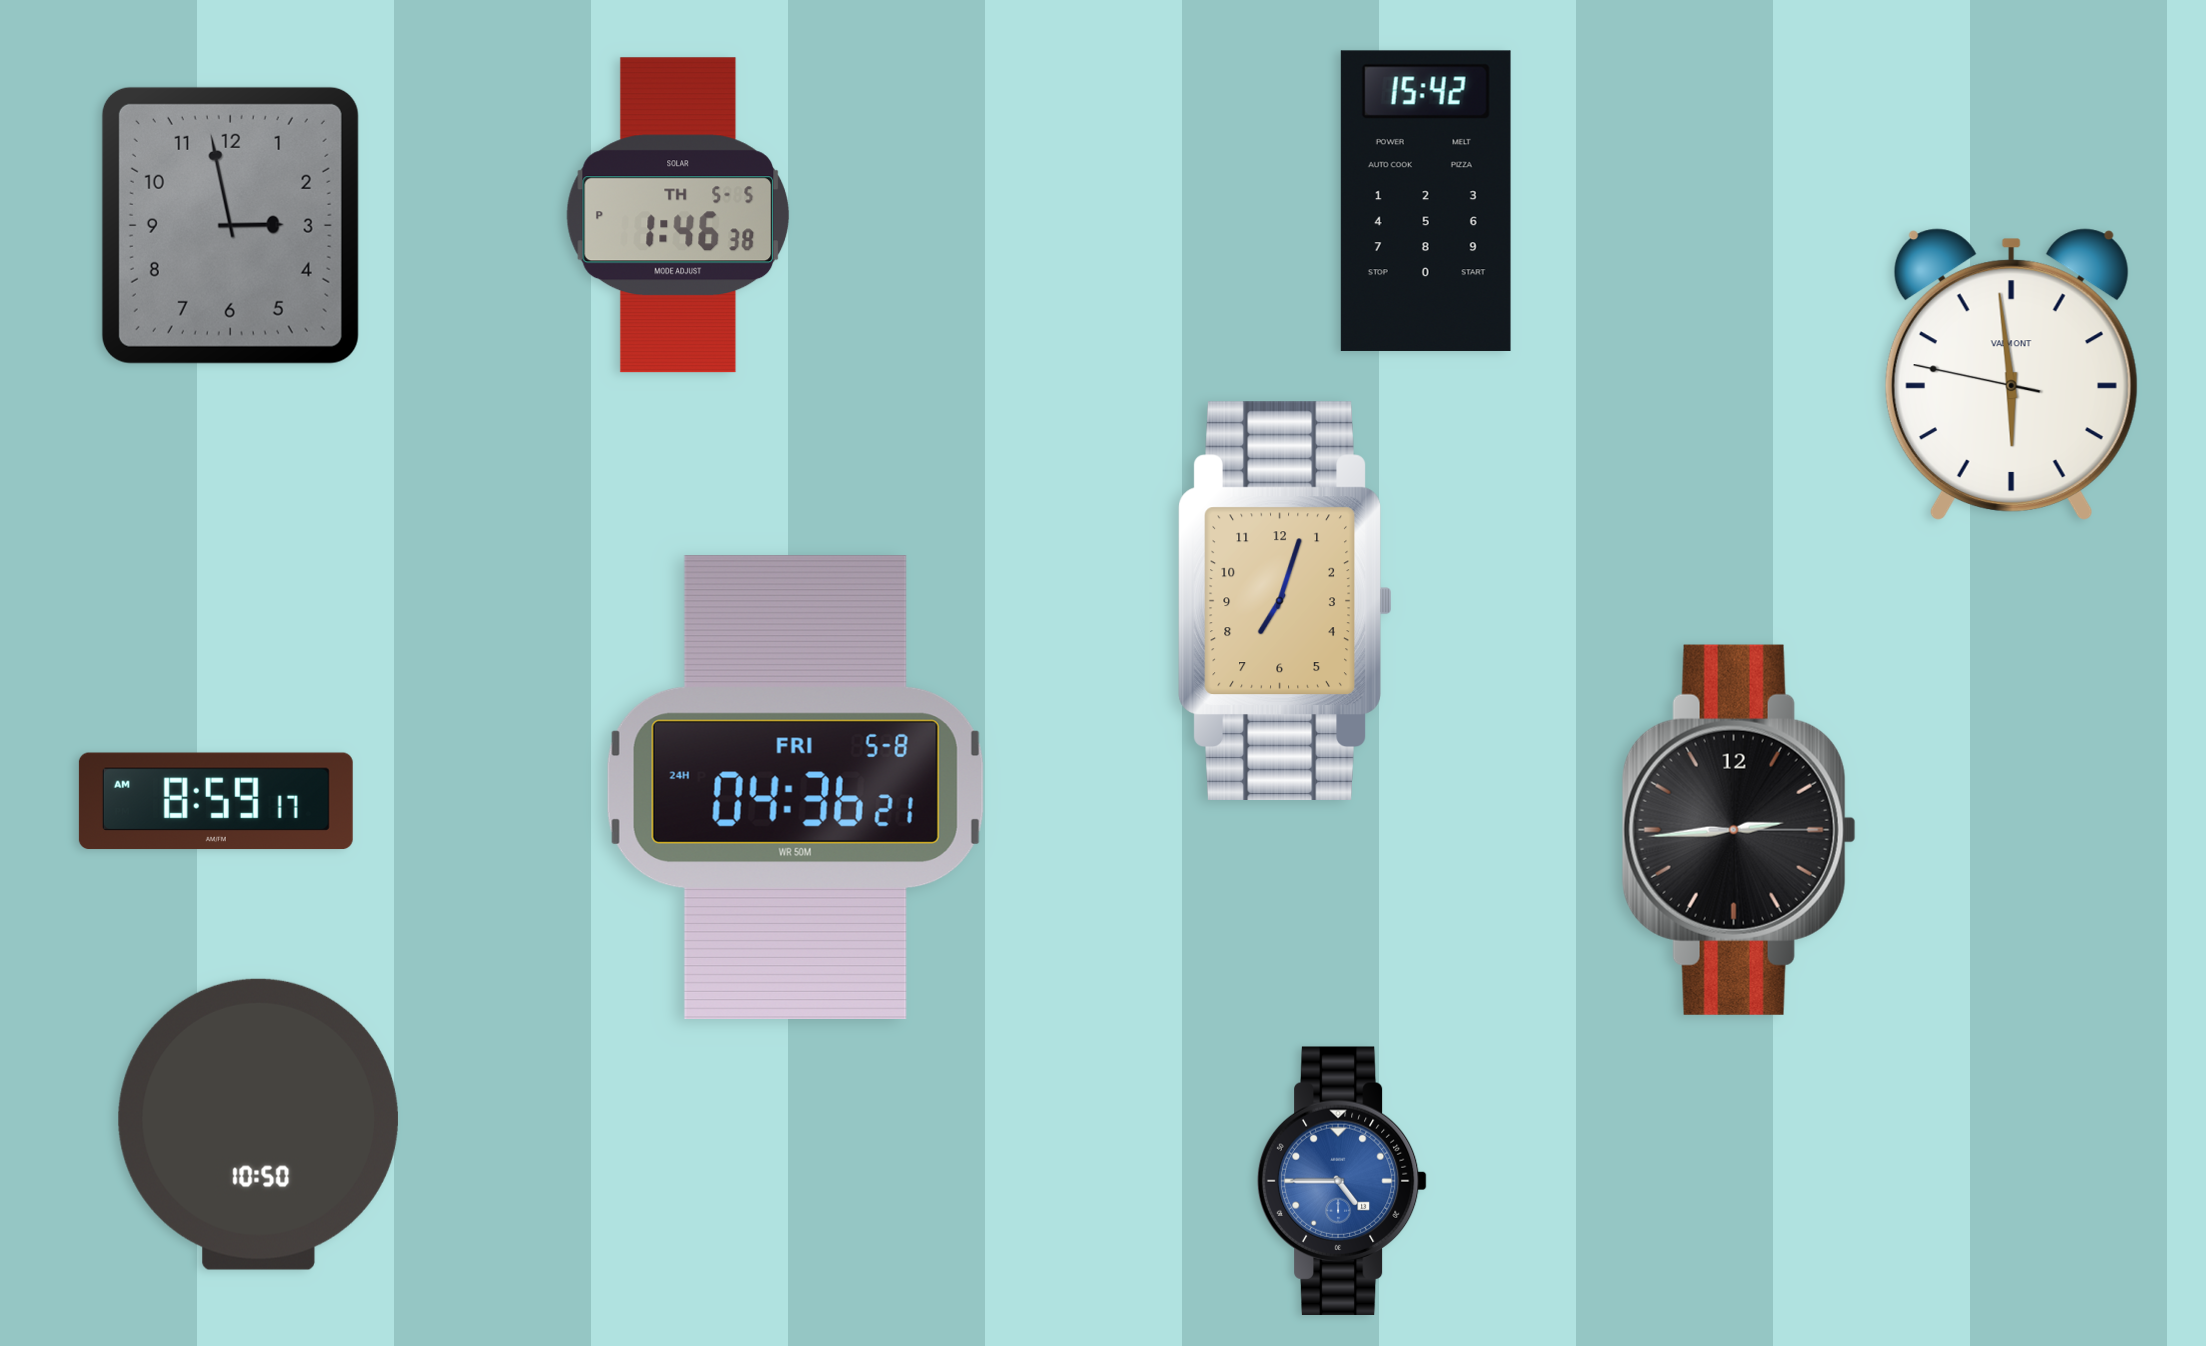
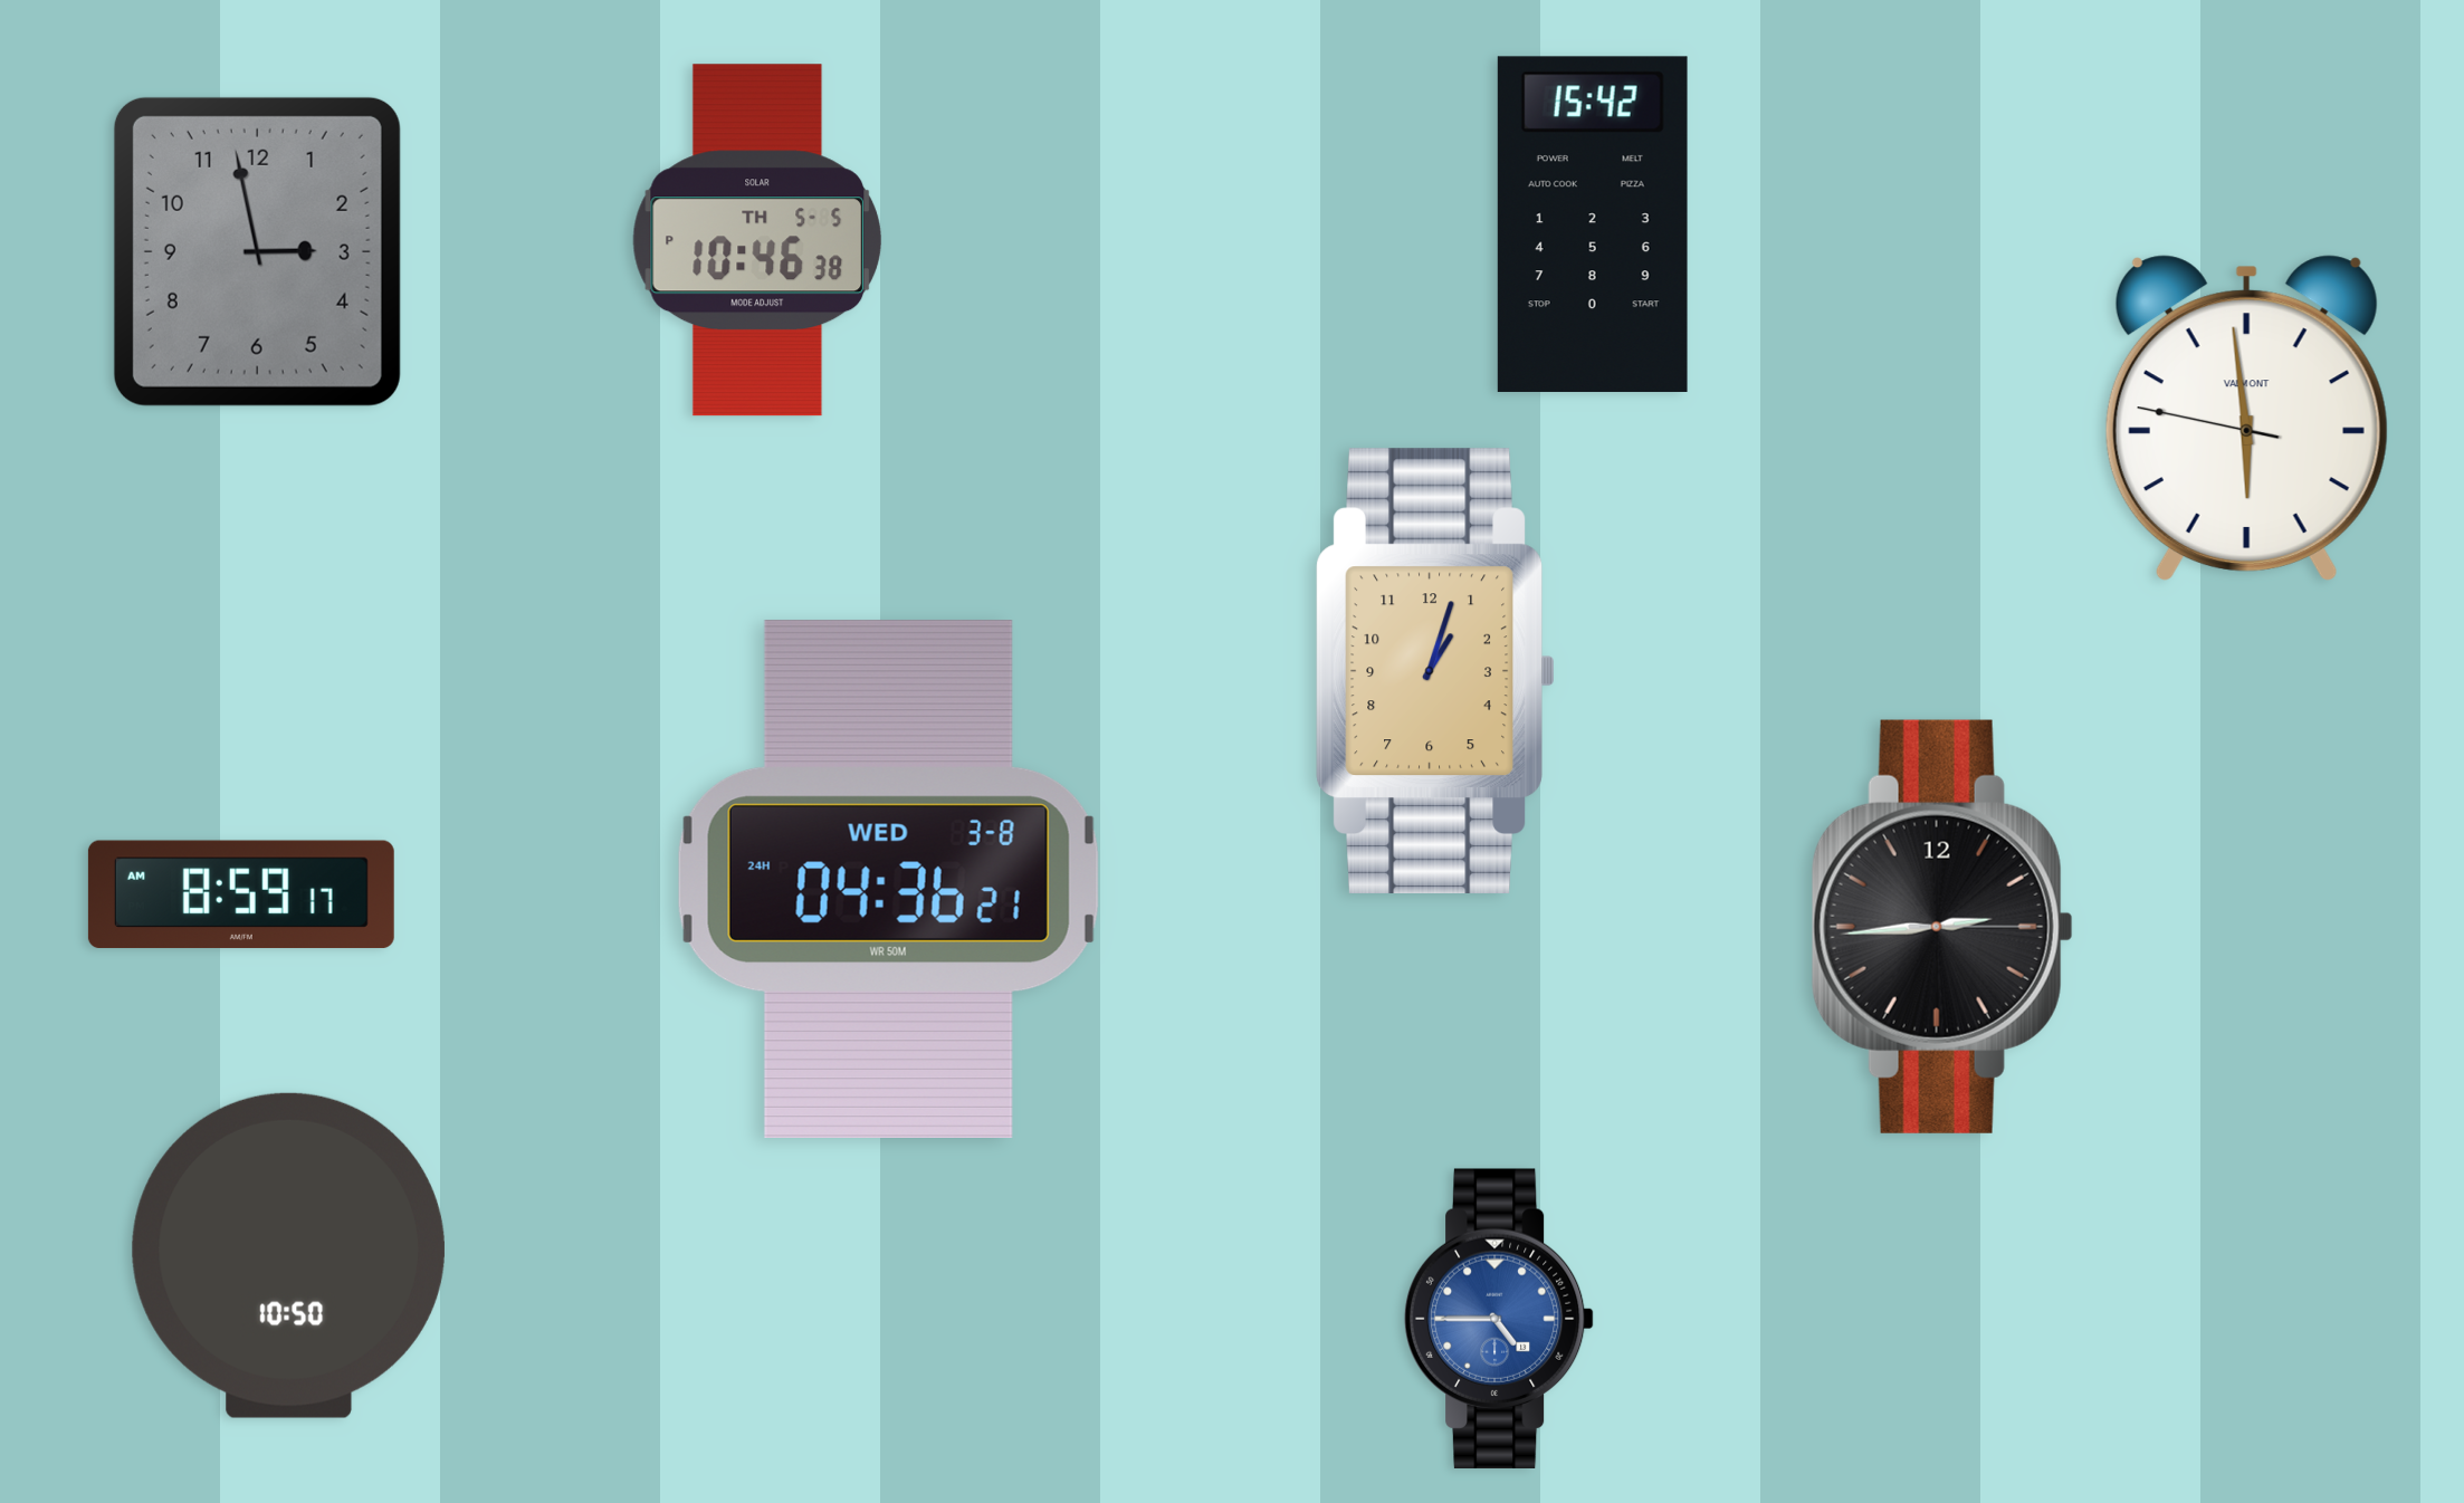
clock at (677, 215): 1:46 -> 10:46
clock at (1285, 601): 7:03 -> 1:03
clock at (795, 787) date: FRI 5-8 -> WED 3-8
